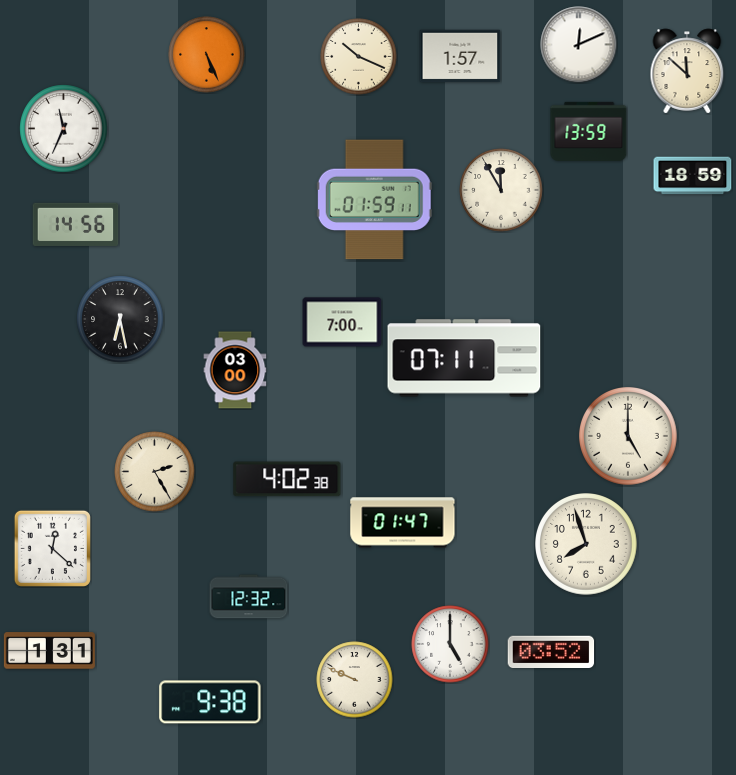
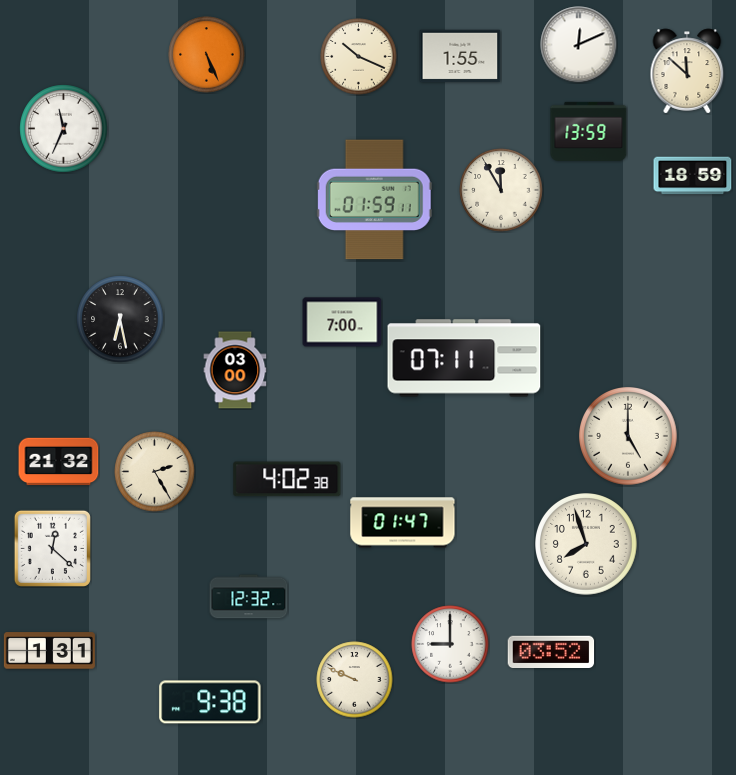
clock at (460, 56): 1:57 -> 1:55
clock at (76, 224): 14:56 -> none
clock at (59, 462): none -> 21:32
clock at (450, 644): 5:00 -> 9:00
